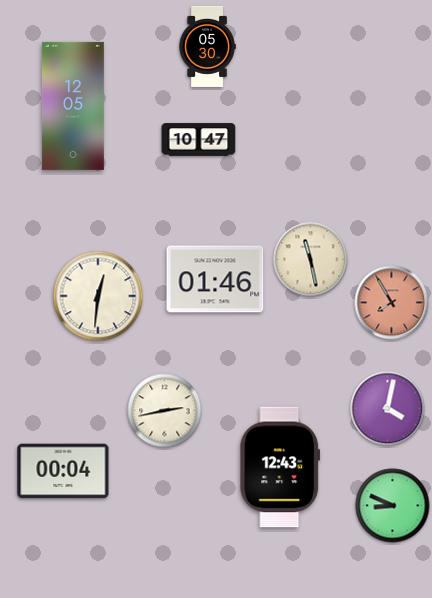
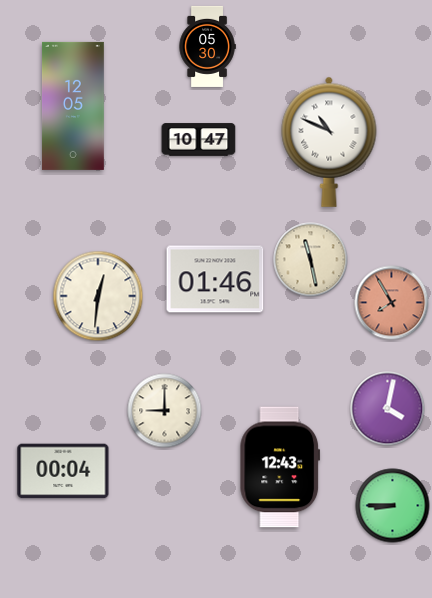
clock at (329, 142): none -> 10:49
clock at (165, 411): 2:43 -> 9:00
clock at (393, 506): 8:49 -> 8:45
